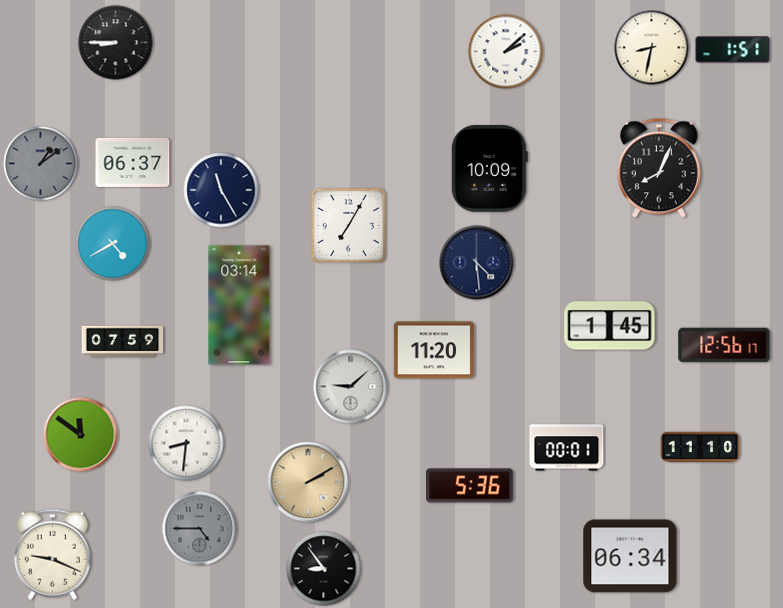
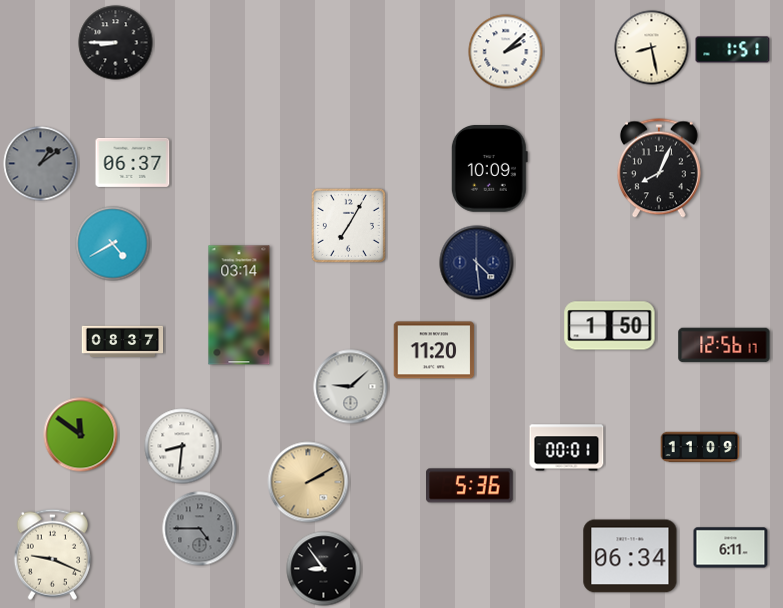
clock at (652, 48): 8:32 -> 8:28
clock at (221, 190): 11:25 -> none
clock at (610, 326): 1:45 -> 1:50
clock at (123, 342): 07:59 -> 08:37
clock at (186, 443) position: (186, 443) -> (182, 446)
clock at (700, 447): 11:10 -> 11:09
clock at (731, 548): none -> 6:11
